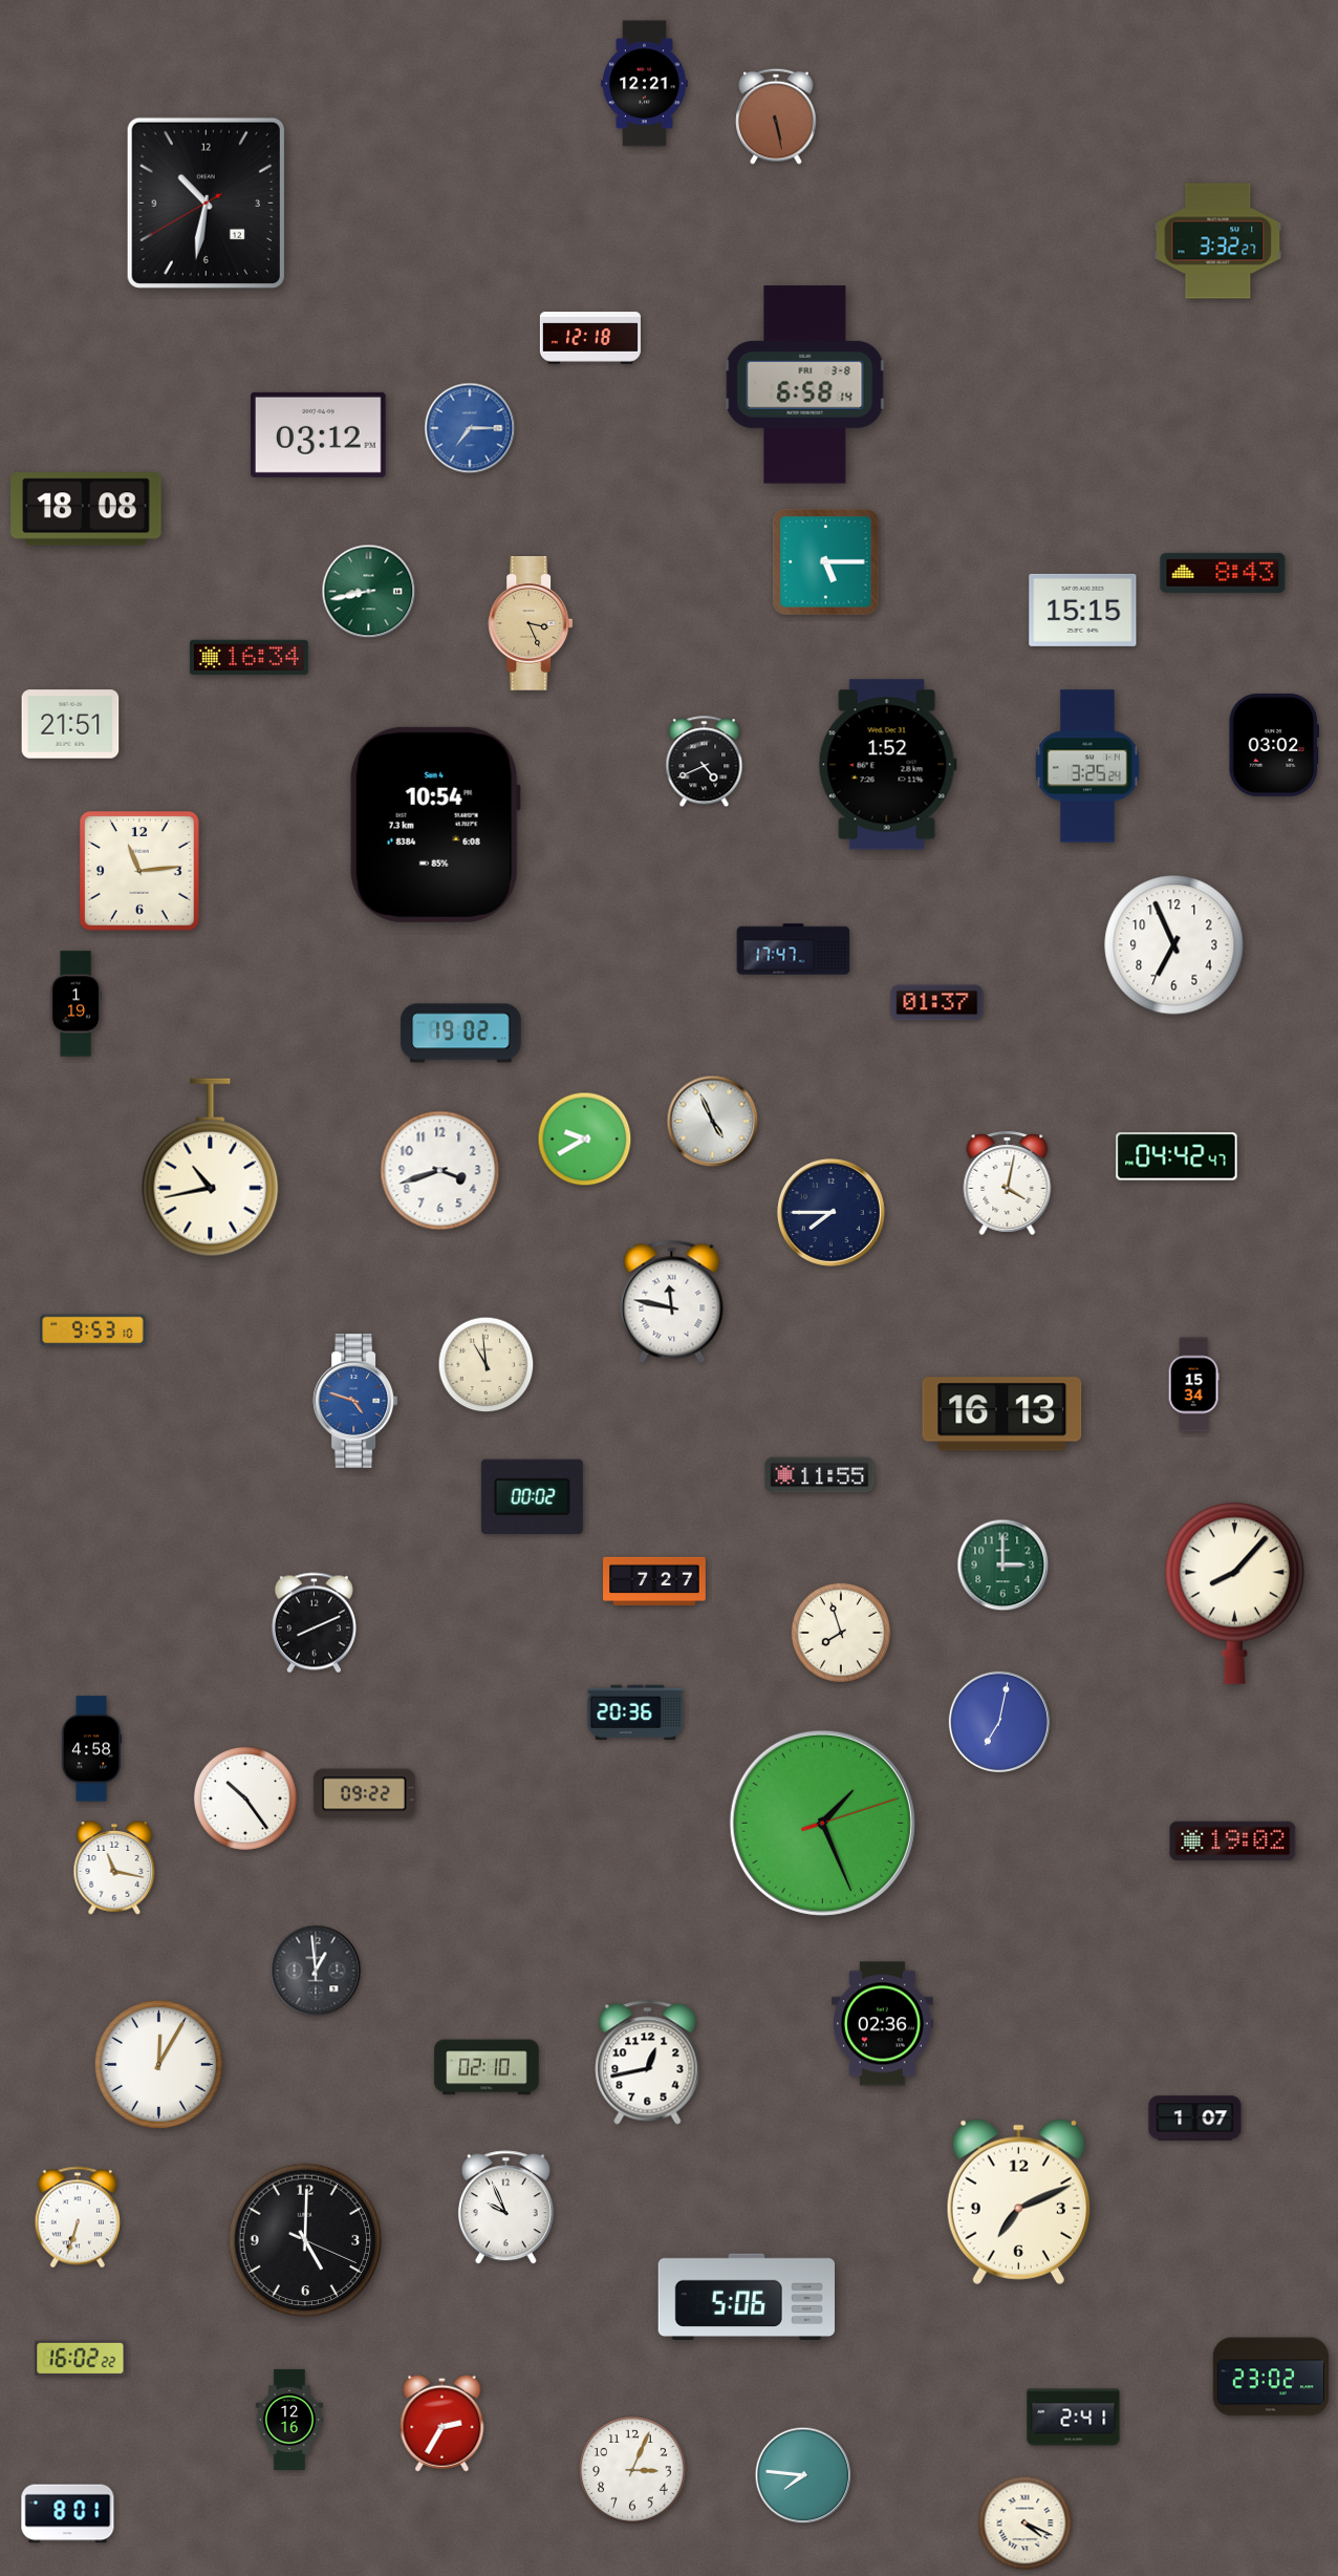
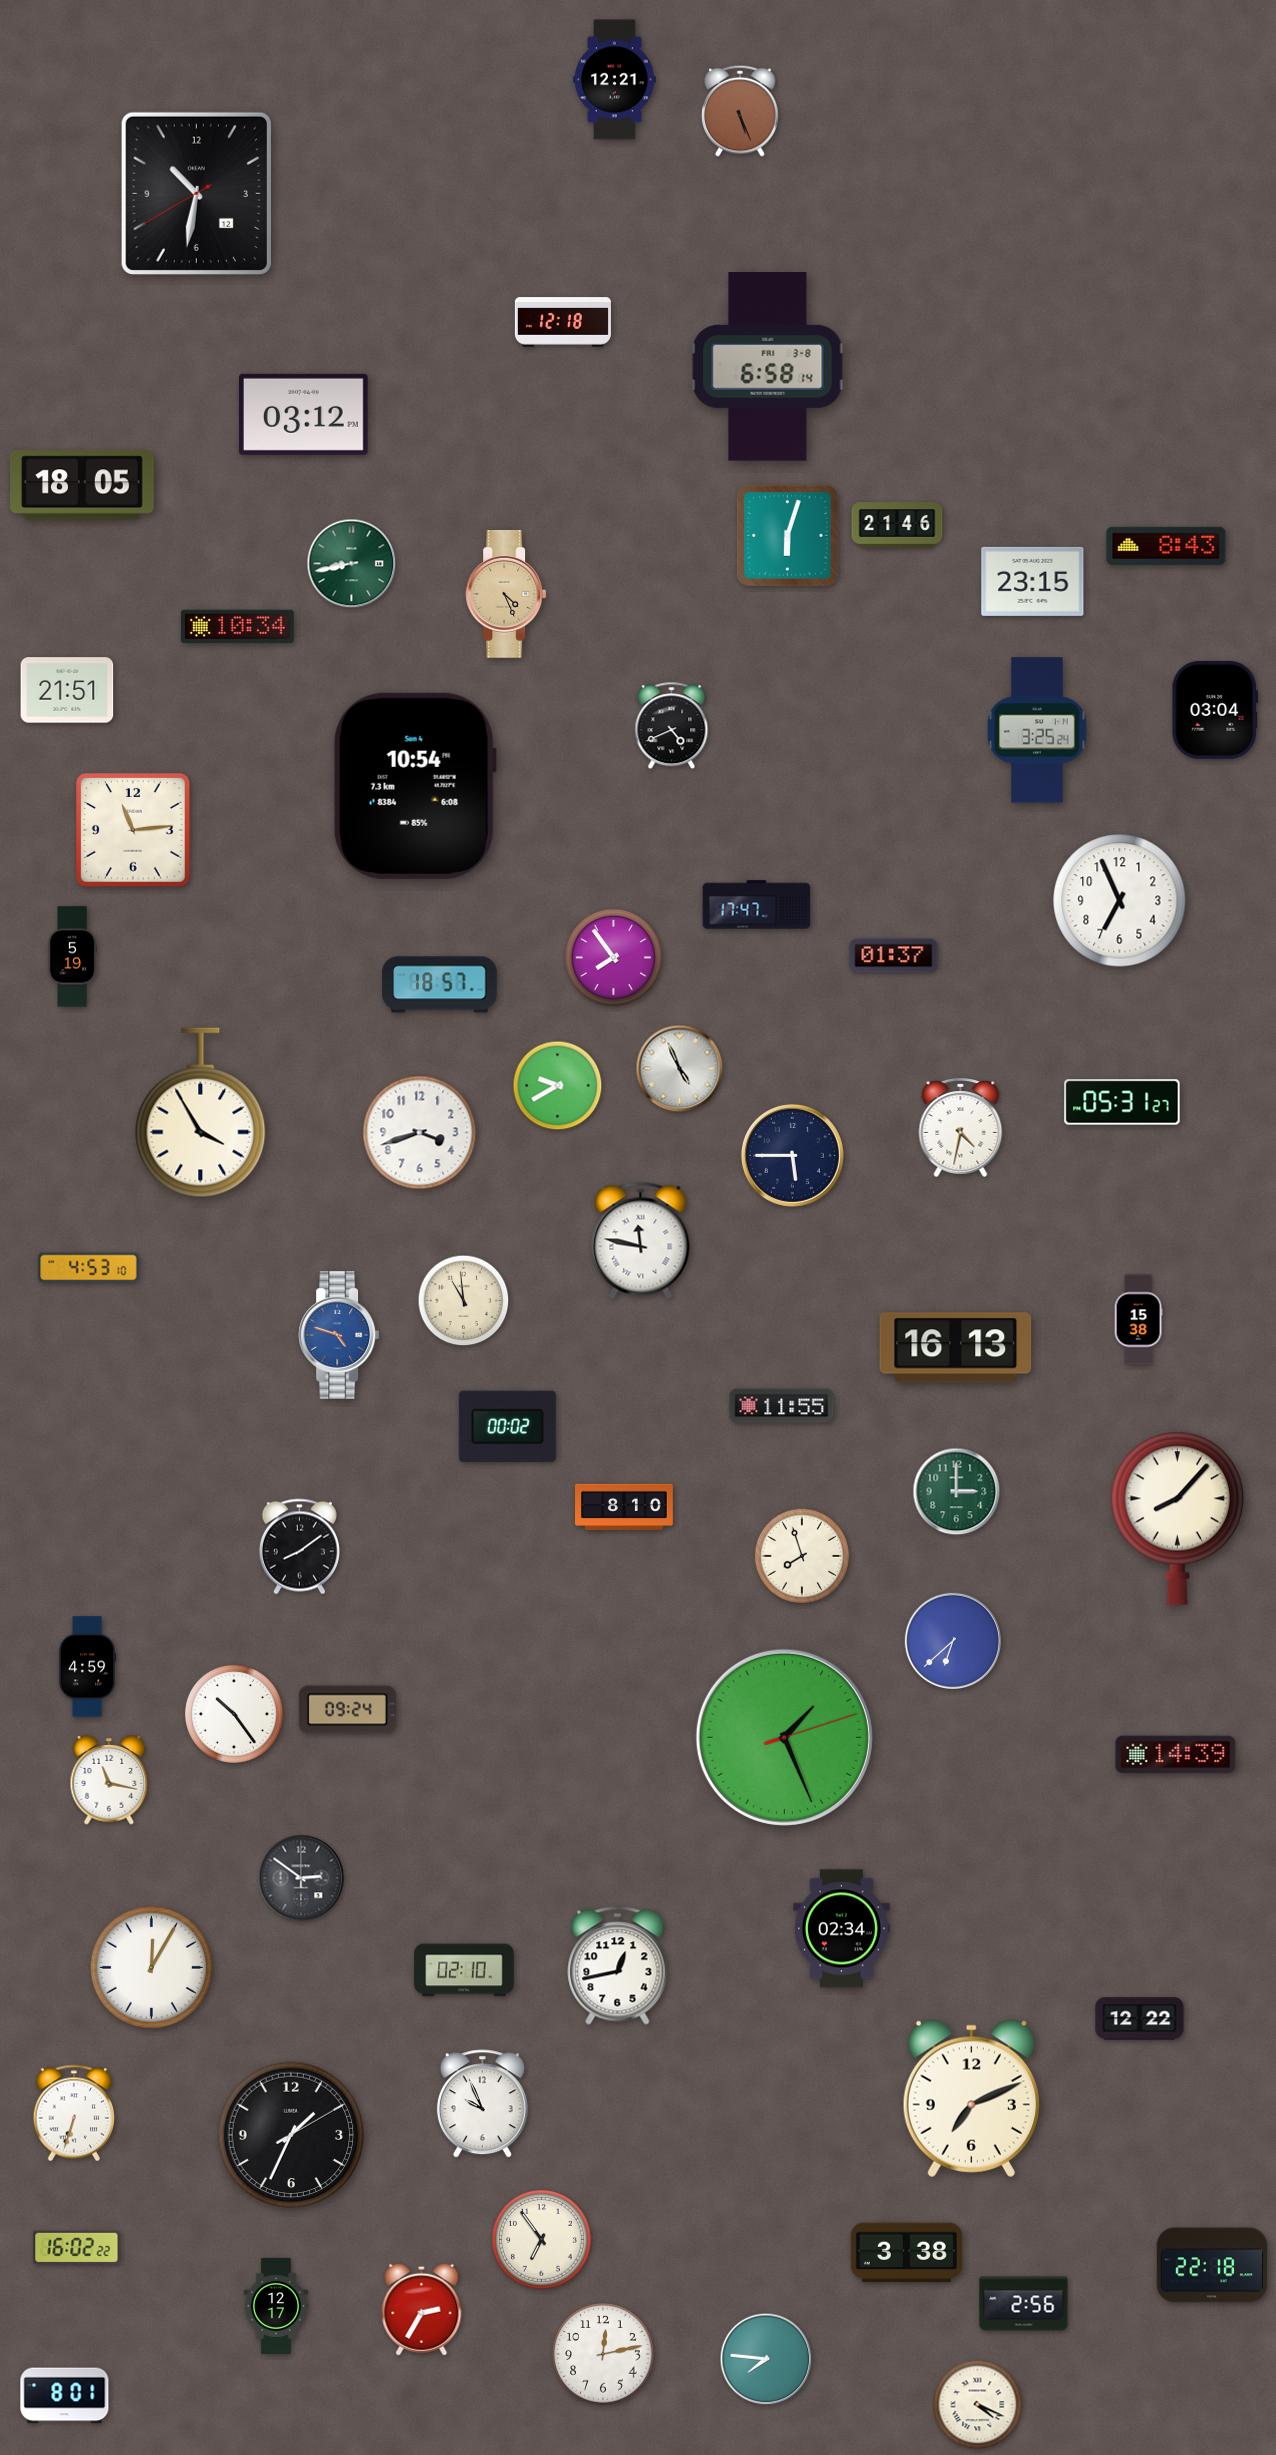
clock at (776, 116): 5:28 -> 5:26
clock at (1218, 241): 3:32 -> none
clock at (470, 428): 7:15 -> none
clock at (86, 509): 18:08 -> 18:05
clock at (897, 525): none -> 21:46
clock at (826, 562): 5:15 -> 6:03
clock at (1083, 610): 15:15 -> 23:15
clock at (531, 624): 3:26 -> 4:26
clock at (249, 657): 16:34 -> 10:34
clock at (1273, 745): 03:02 -> 03:04
clock at (887, 765): 1:52 -> none
clock at (75, 1004): 1:19 -> 5:19
clock at (613, 957): none -> 7:54
clock at (461, 1034): 19:02 -> 18:57
clock at (1177, 1156): 04:42 -> 05:31
clock at (211, 1168): 10:43 -> 3:55
clock at (440, 1171) position: (440, 1171) -> (420, 1133)
clock at (1008, 1183): 4:02 -> 4:32
clock at (830, 1212): 7:45 -> 5:45
clock at (93, 1330): 9:53 -> 4:53
clock at (1193, 1385): 15:34 -> 15:38
clock at (655, 1581): 7:27 -> 8:10
clock at (314, 1623): 8:11 -> 8:09
clock at (635, 1712): 20:36 -> none
clock at (998, 1721): 7:02 -> 6:38
clock at (91, 1749): 4:58 -> 4:59
clock at (364, 1794): 09:22 -> 09:24
clock at (1233, 1841): 19:02 -> 14:39
clock at (316, 1971): 12:59 -> 2:51
clock at (882, 2024): 02:36 -> 02:34
clock at (1195, 2119): 1:07 -> 12:22
clock at (305, 2240): 5:00 -> 1:34
clock at (746, 2296): 5:06 -> none
clock at (541, 2239): none -> 6:54
clock at (906, 2253): none -> 3:38
clock at (1271, 2377): 23:02 -> 22:18
clock at (1074, 2418): 2:41 -> 2:56
clock at (289, 2420): 12:16 -> 12:17
clock at (632, 2470): 3:04 -> 12:13
